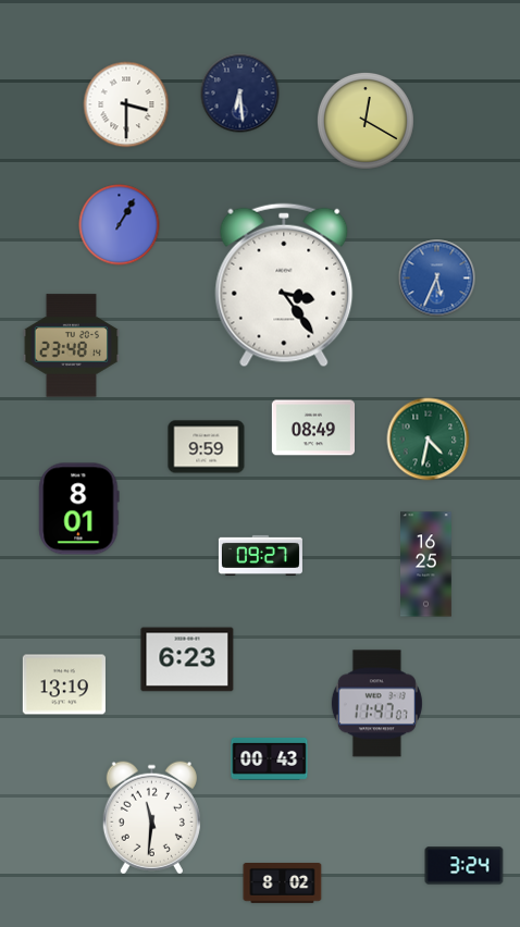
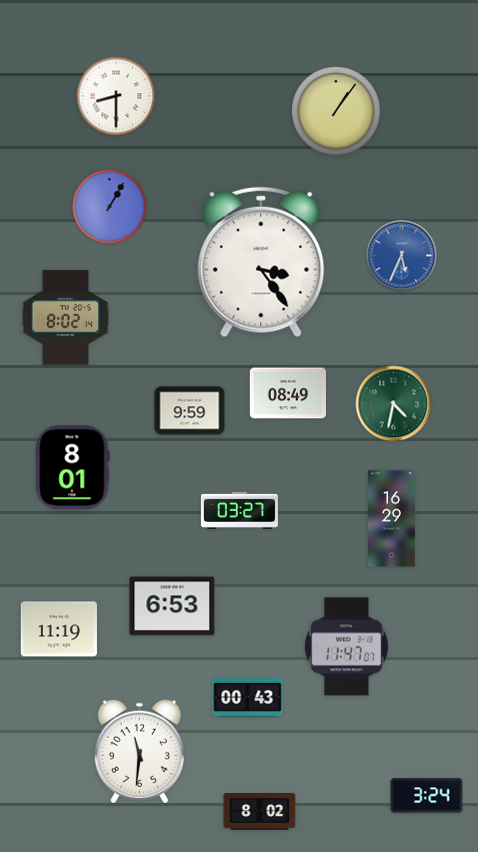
clock at (240, 94): 6:29 -> none
clock at (126, 104): 3:30 -> 8:30
clock at (366, 121): 12:20 -> 1:06
clock at (72, 346): 23:48 -> 8:02
clock at (260, 555): 09:27 -> 03:27
clock at (426, 565): 16:25 -> 16:29
clock at (187, 659): 6:23 -> 6:53
clock at (64, 684): 13:19 -> 11:19
